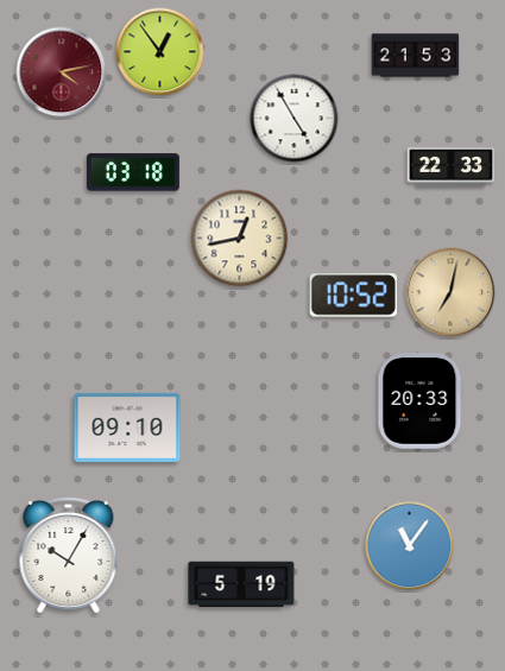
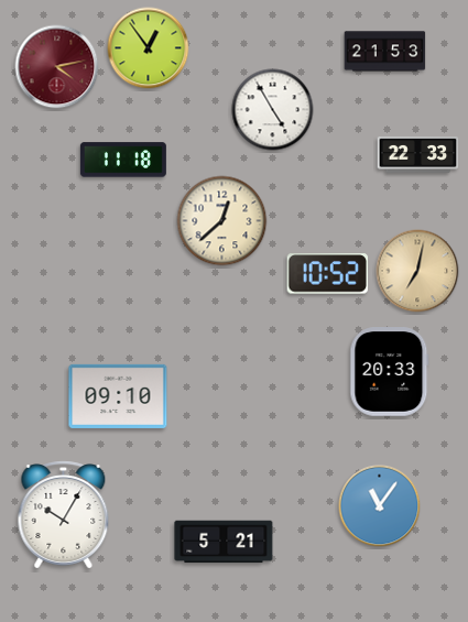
clock at (133, 172): 03:18 -> 11:18
clock at (240, 239): 12:43 -> 12:38
clock at (241, 584): 5:19 -> 5:21
